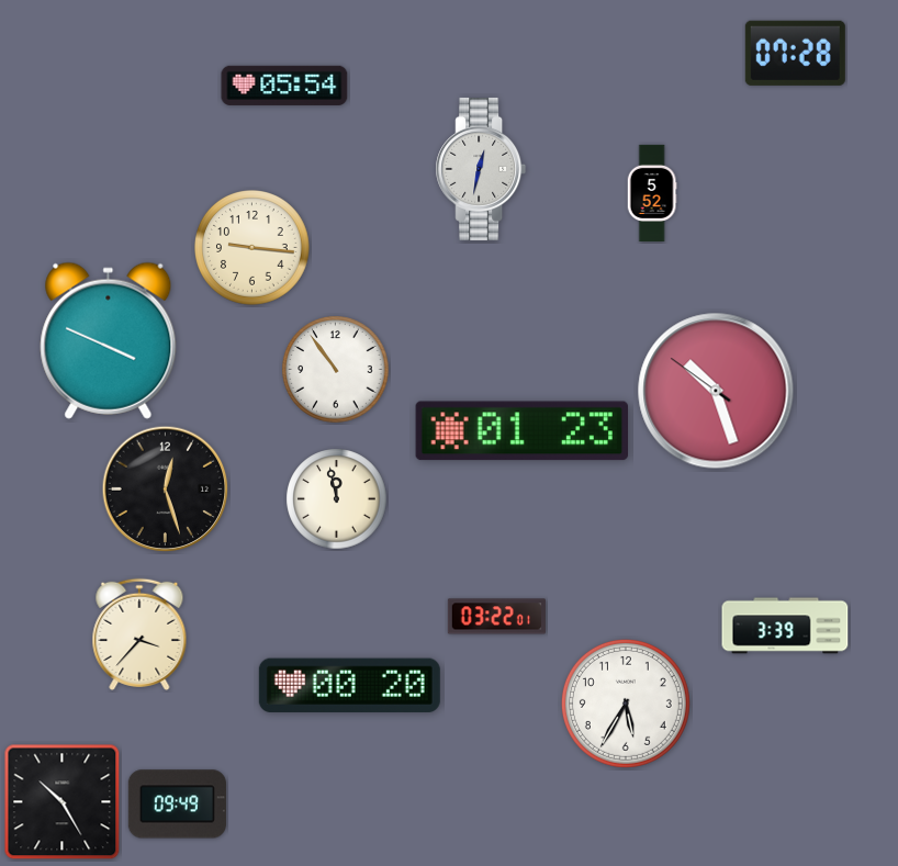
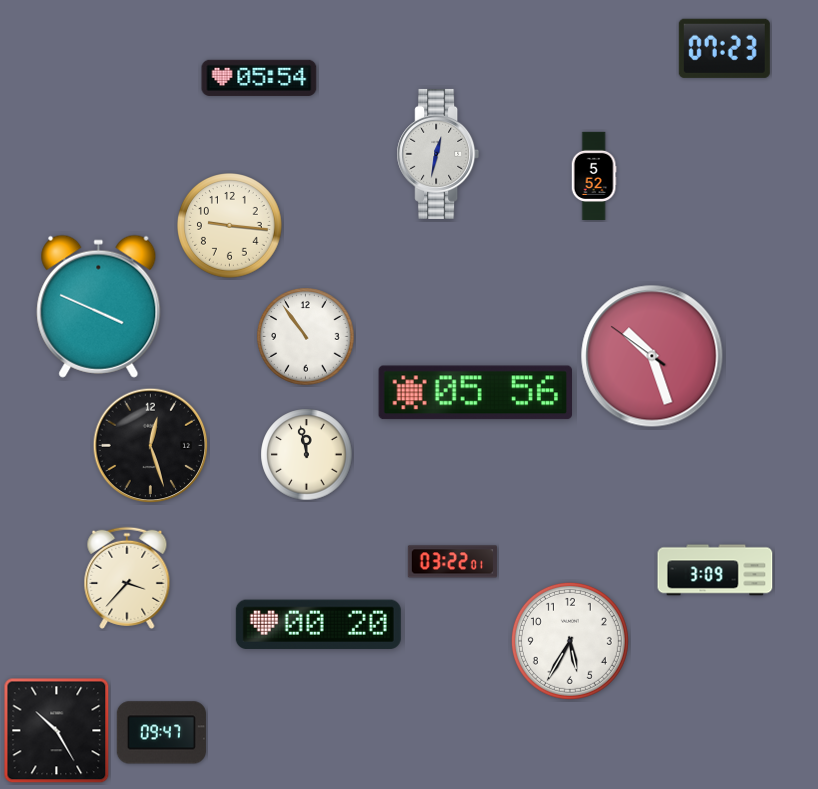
clock at (795, 53): 07:28 -> 07:23
clock at (109, 340) position: (109, 340) -> (99, 306)
clock at (521, 431): 01:23 -> 05:56
clock at (785, 626): 3:39 -> 3:09
clock at (177, 805): 09:49 -> 09:47
